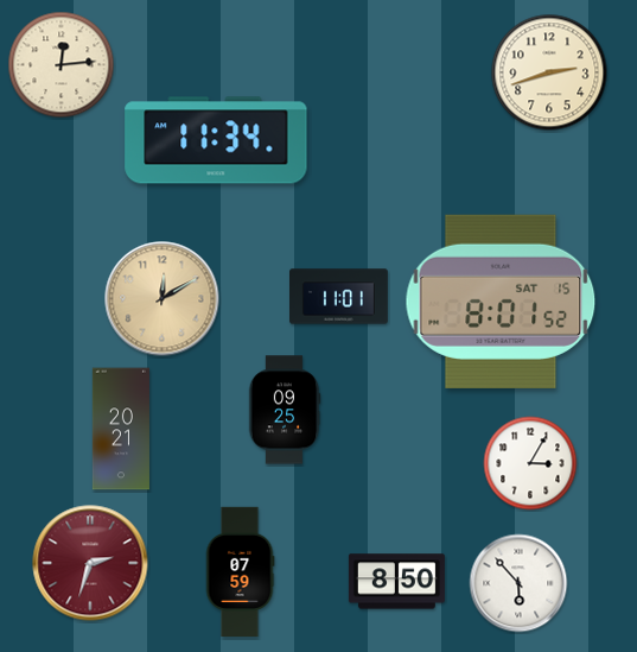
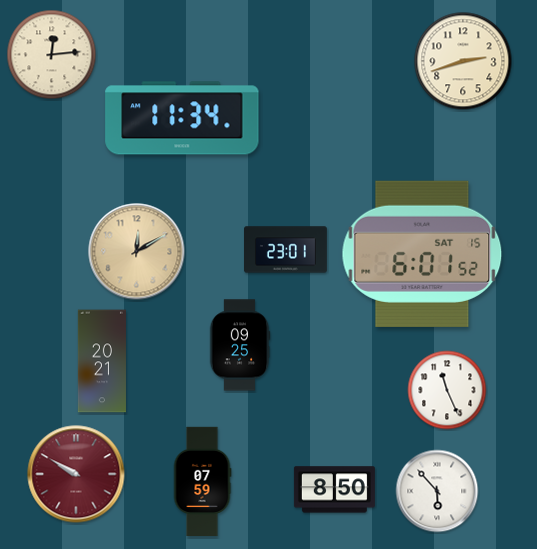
clock at (339, 297): 11:01 -> 23:01
clock at (501, 302): 8:01 -> 6:01
clock at (530, 463): 3:05 -> 11:26
clock at (90, 563): 2:33 -> 9:50
